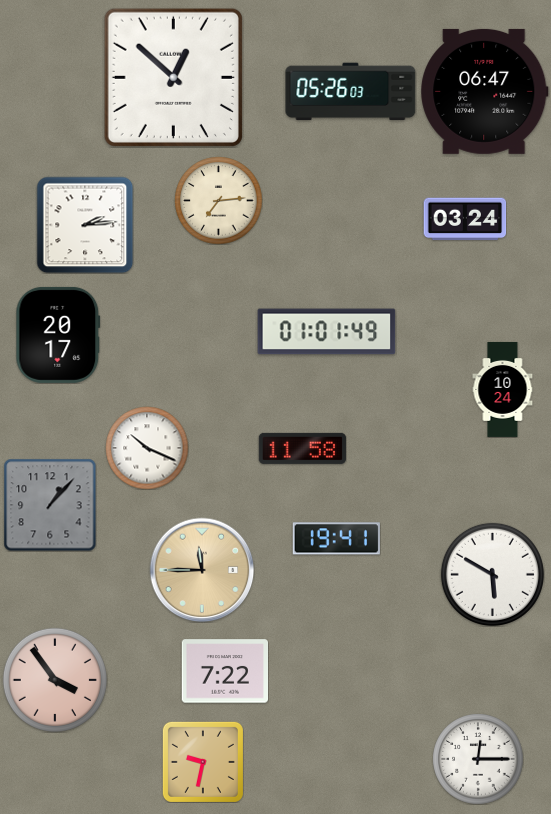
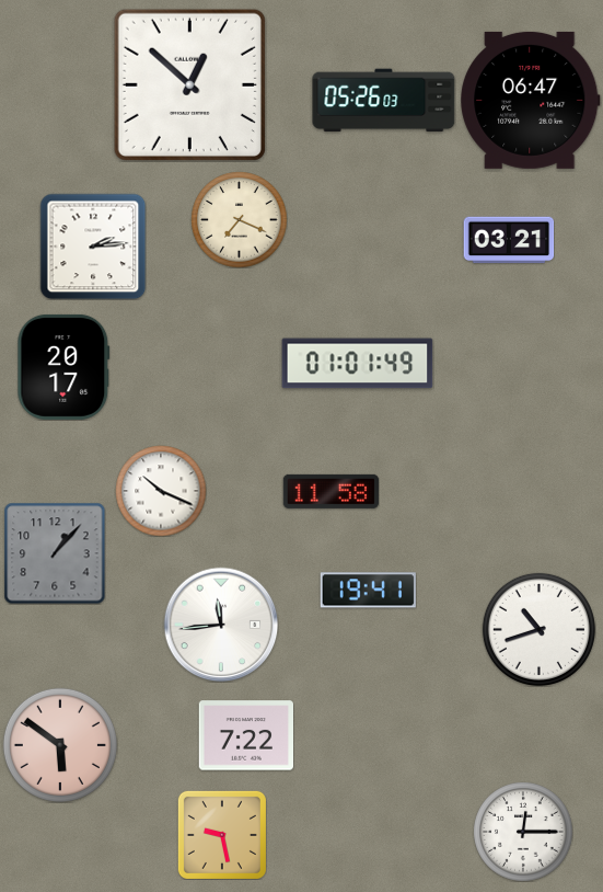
clock at (218, 200): 7:14 -> 7:19
clock at (465, 219): 03:24 -> 03:21
clock at (503, 389): 10:24 -> none
clock at (202, 570): 11:45 -> 11:44
clock at (202, 570) dial: champagne -> white
clock at (492, 574): 5:50 -> 10:42
clock at (55, 680): 3:54 -> 5:51
clock at (203, 762): 9:32 -> 9:28
